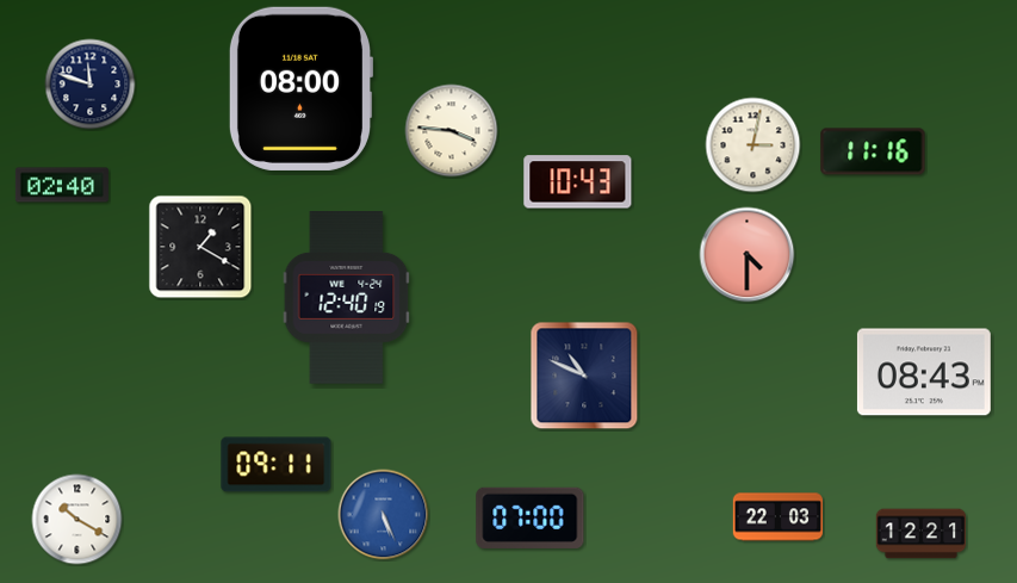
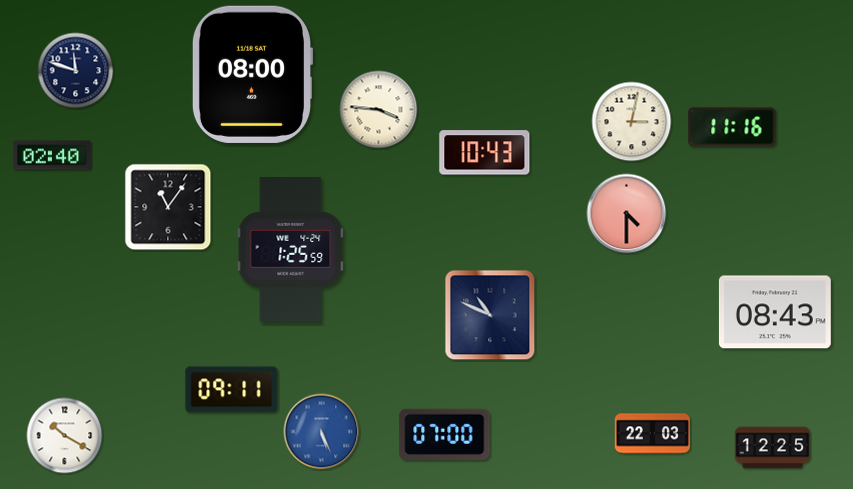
clock at (200, 247): 1:20 -> 11:06
clock at (347, 298): 12:40 -> 1:25
clock at (920, 534): 12:21 -> 12:25
